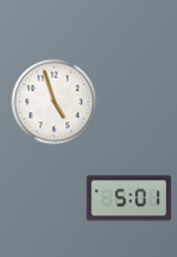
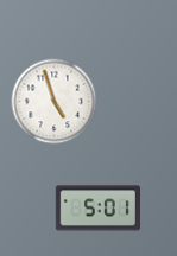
clock at (128, 199) position: (128, 199) -> (97, 209)
